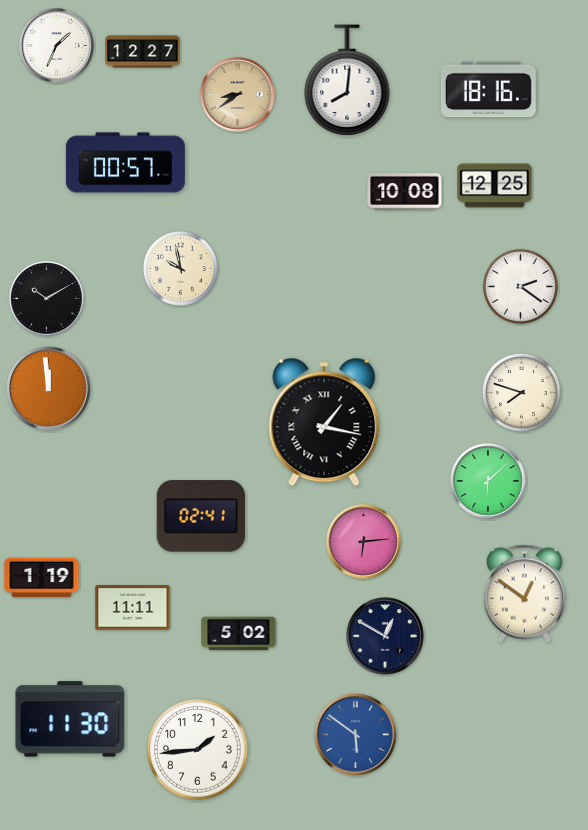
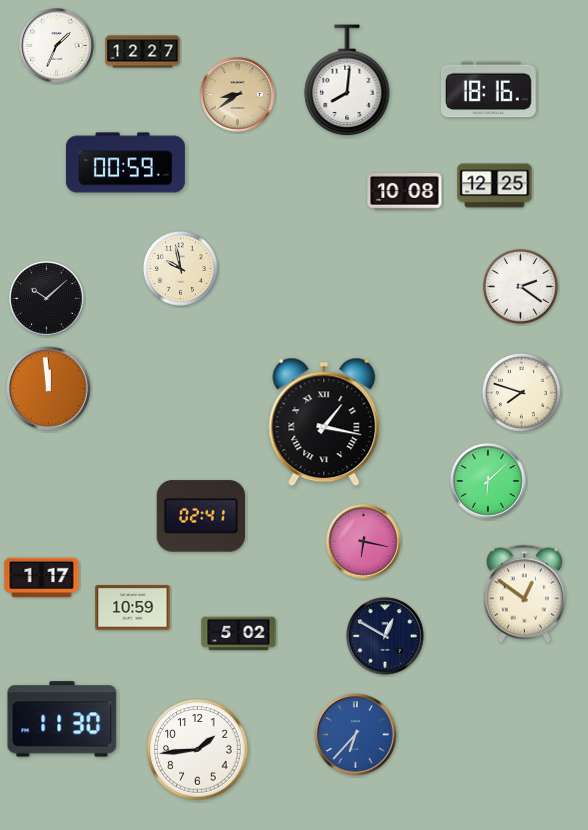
clock at (125, 163): 00:57 -> 00:59
clock at (47, 299): 10:10 -> 10:08
clock at (364, 542): 6:14 -> 6:17
clock at (42, 578): 1:19 -> 1:17
clock at (133, 608): 11:11 -> 10:59
clock at (70, 719) position: (70, 719) -> (62, 719)
clock at (356, 735): 5:51 -> 6:37
